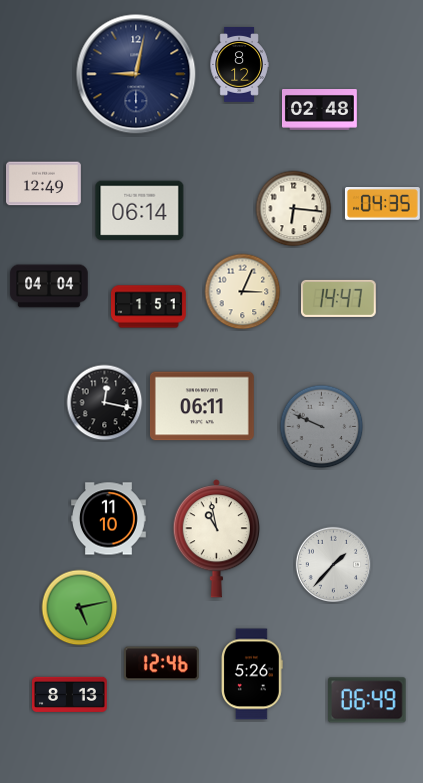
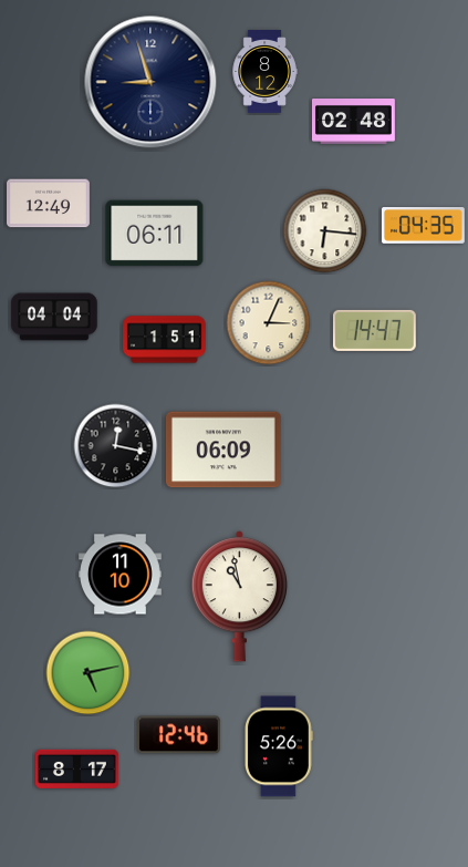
clock at (136, 74): 9:02 -> 8:57
clock at (140, 211): 06:14 -> 06:11
clock at (202, 406): 06:11 -> 06:09
clock at (322, 427): 9:49 -> none
clock at (333, 564): 1:37 -> none
clock at (70, 694): 8:13 -> 8:17
clock at (368, 700): 06:49 -> none
